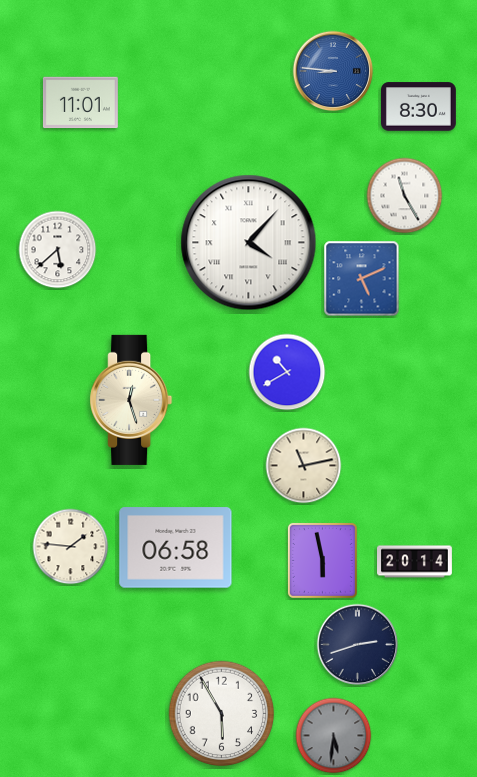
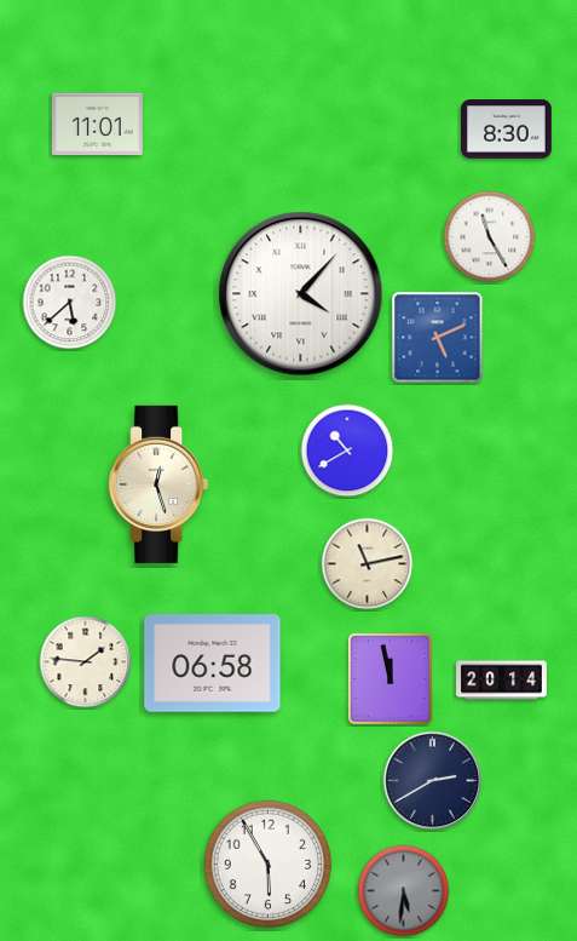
clock at (333, 71): 8:46 -> none
clock at (322, 560): 5:58 -> 11:58
clock at (358, 645): 2:42 -> 2:40
